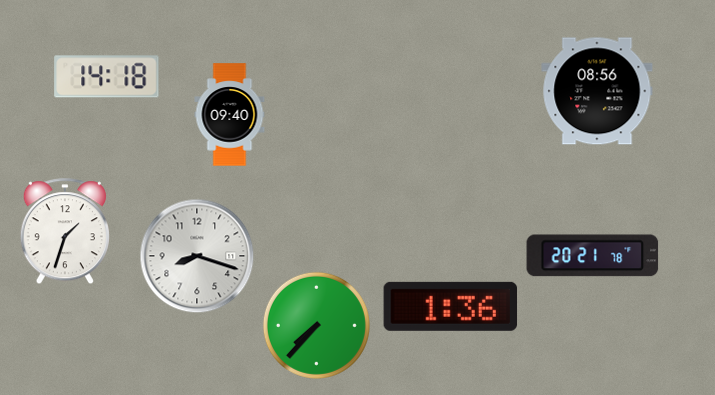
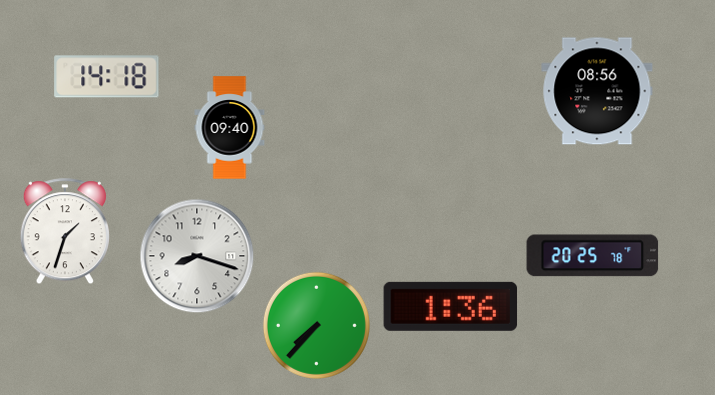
clock at (230, 115) position: (230, 115) -> (230, 128)
clock at (593, 256): 20:21 -> 20:25
